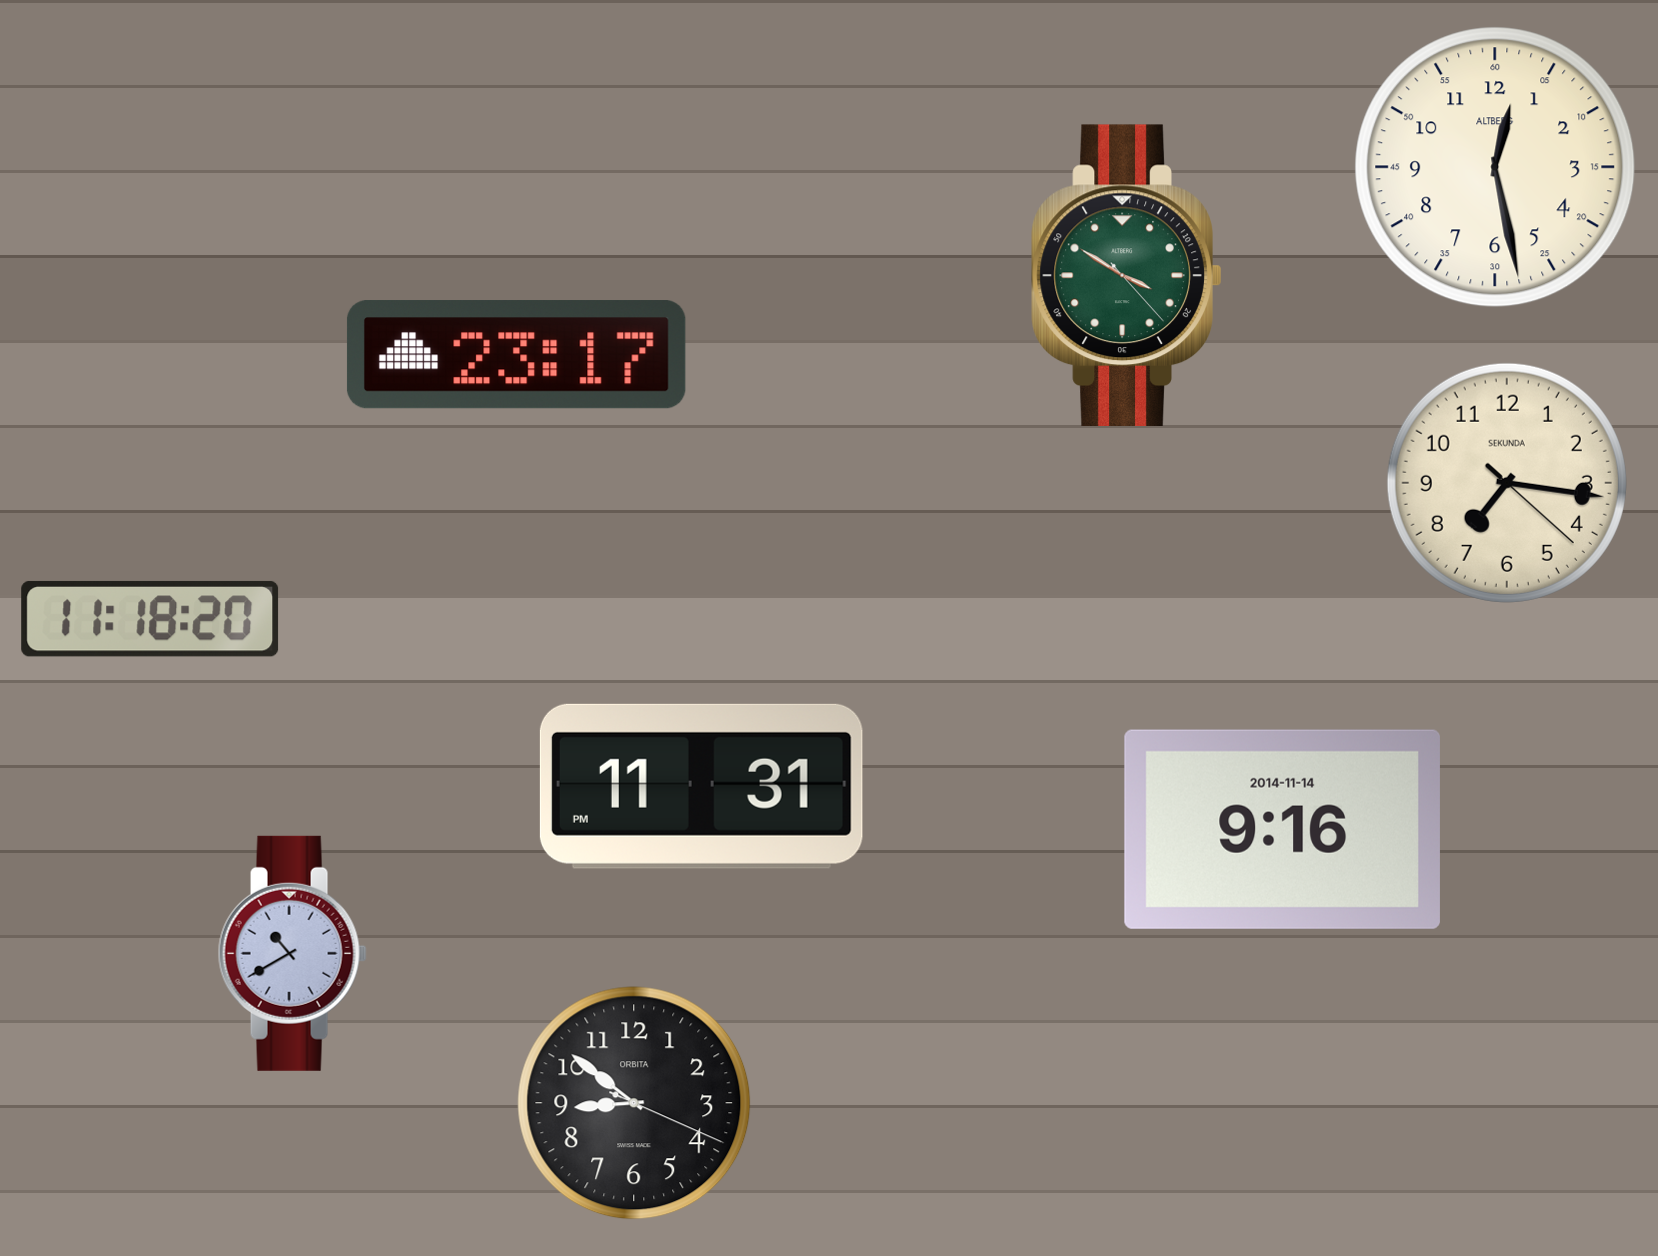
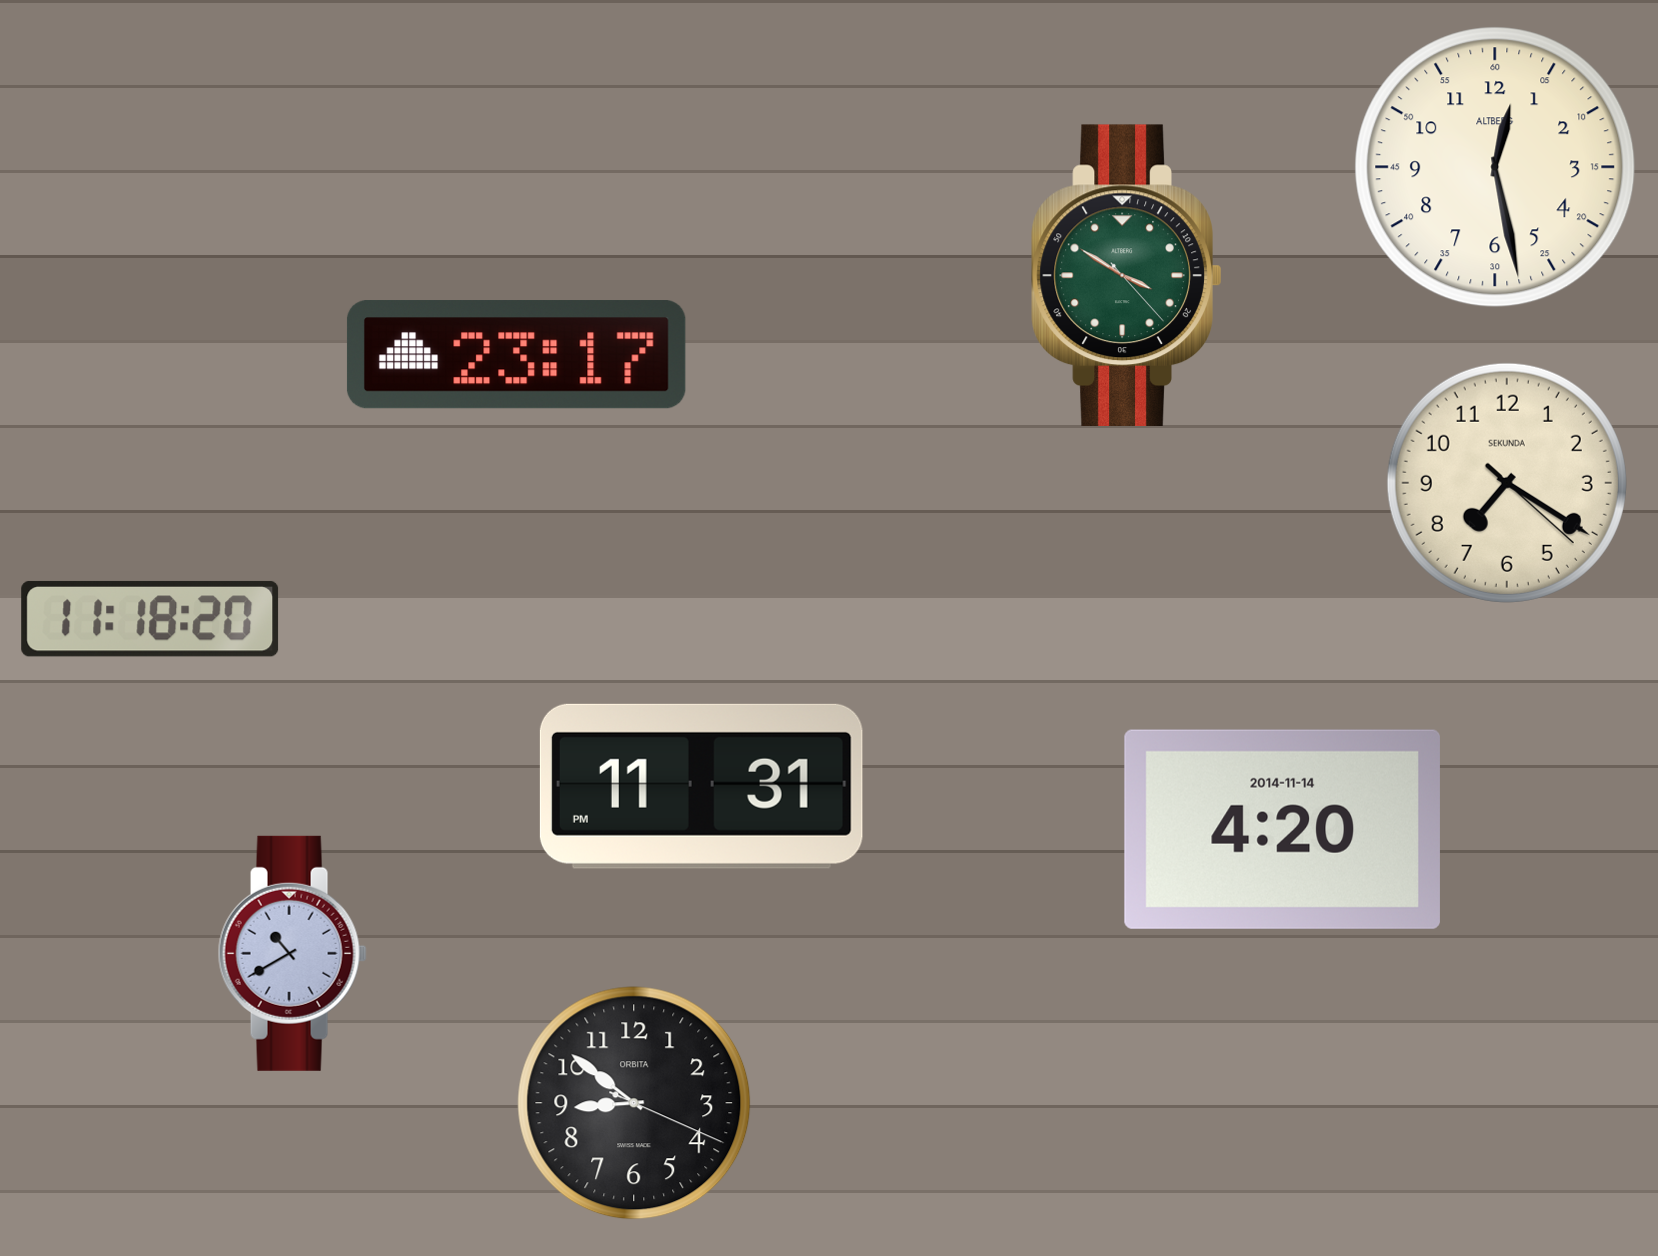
clock at (1507, 483): 7:16 -> 7:20
clock at (1282, 829): 9:16 -> 4:20
